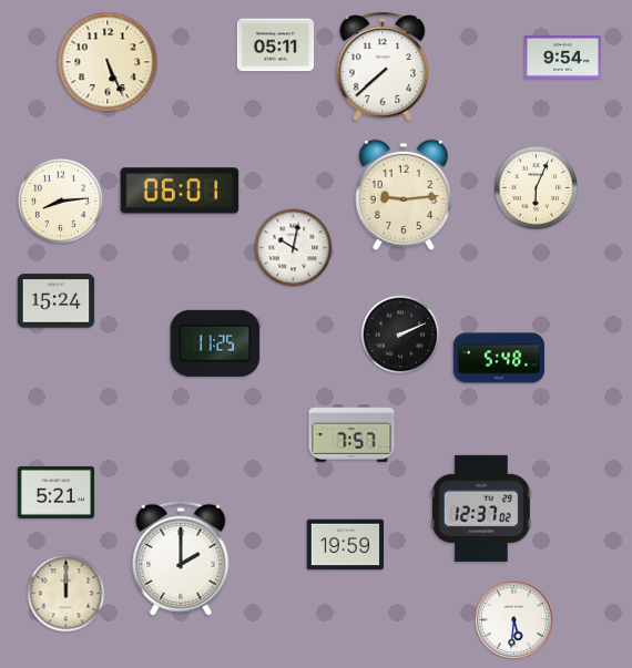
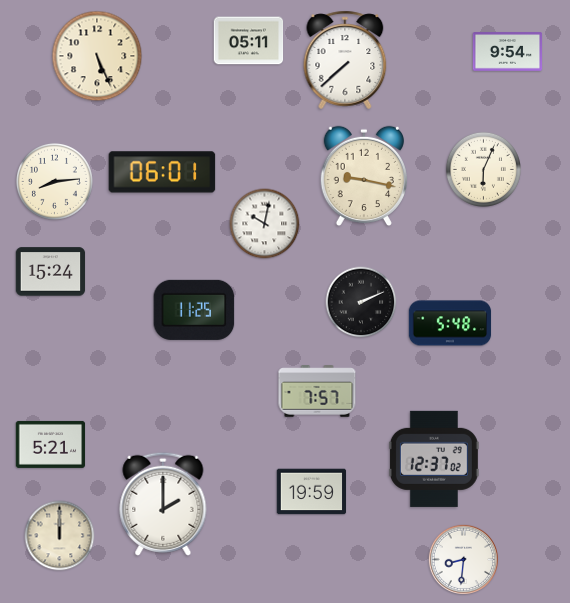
clock at (402, 195): 9:14 -> 9:17
clock at (513, 619): 5:31 -> 8:31
